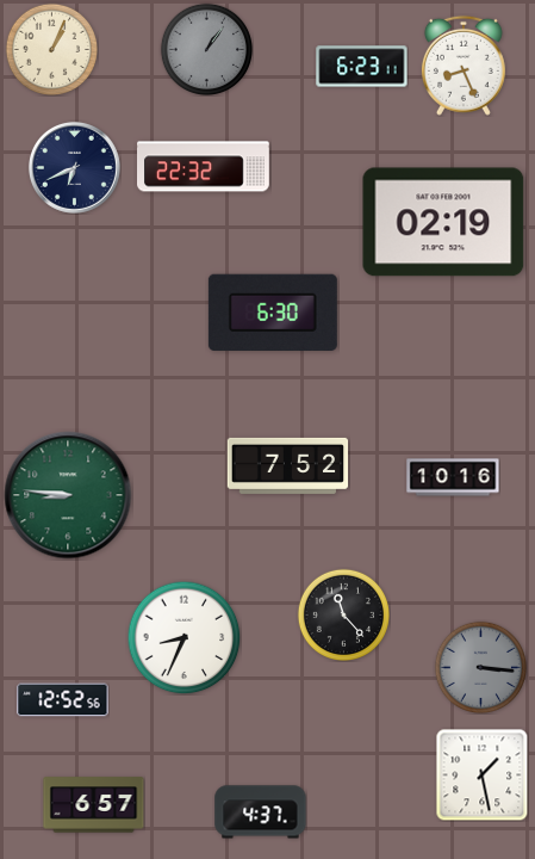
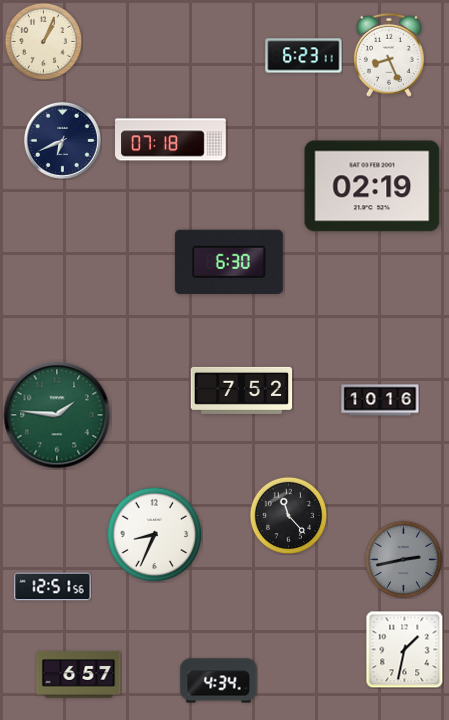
clock at (206, 49): 1:06 -> none
clock at (204, 167): 22:32 -> 07:18
clock at (68, 495): 8:46 -> 1:46
clock at (480, 667): 3:16 -> 2:43
clock at (63, 700): 12:52 -> 12:51
clock at (481, 774): 1:28 -> 1:32
clock at (261, 812): 4:37 -> 4:34
